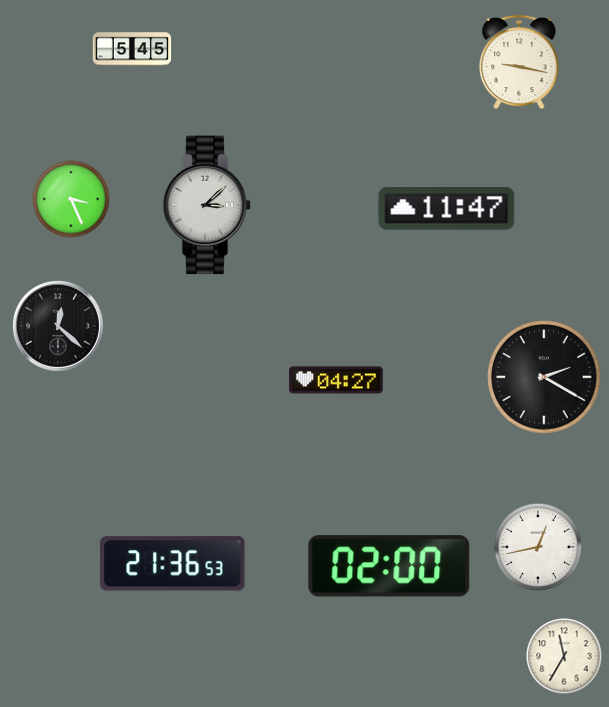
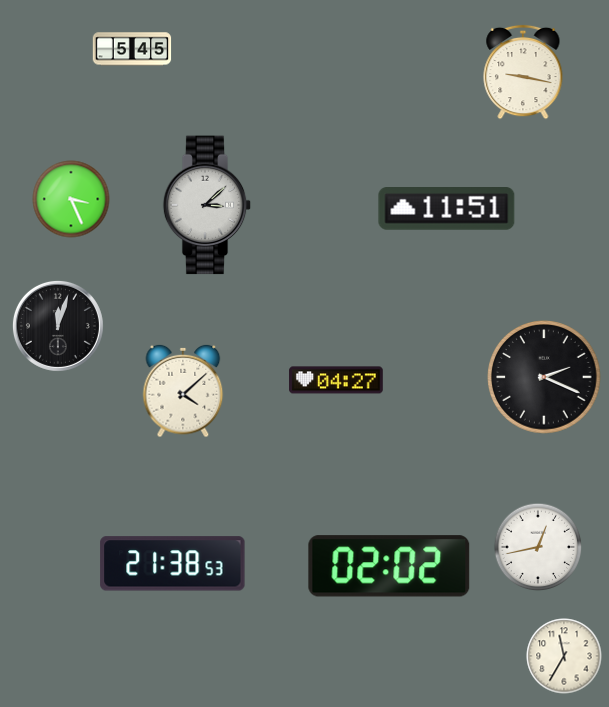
clock at (519, 62) position: (519, 62) -> (523, 72)
clock at (447, 209): 11:47 -> 11:51
clock at (58, 326): 12:22 -> 12:03
clock at (544, 377): 2:20 -> 2:19
clock at (183, 391): none -> 4:08
clock at (173, 564): 21:36 -> 21:38
clock at (389, 566): 02:00 -> 02:02
